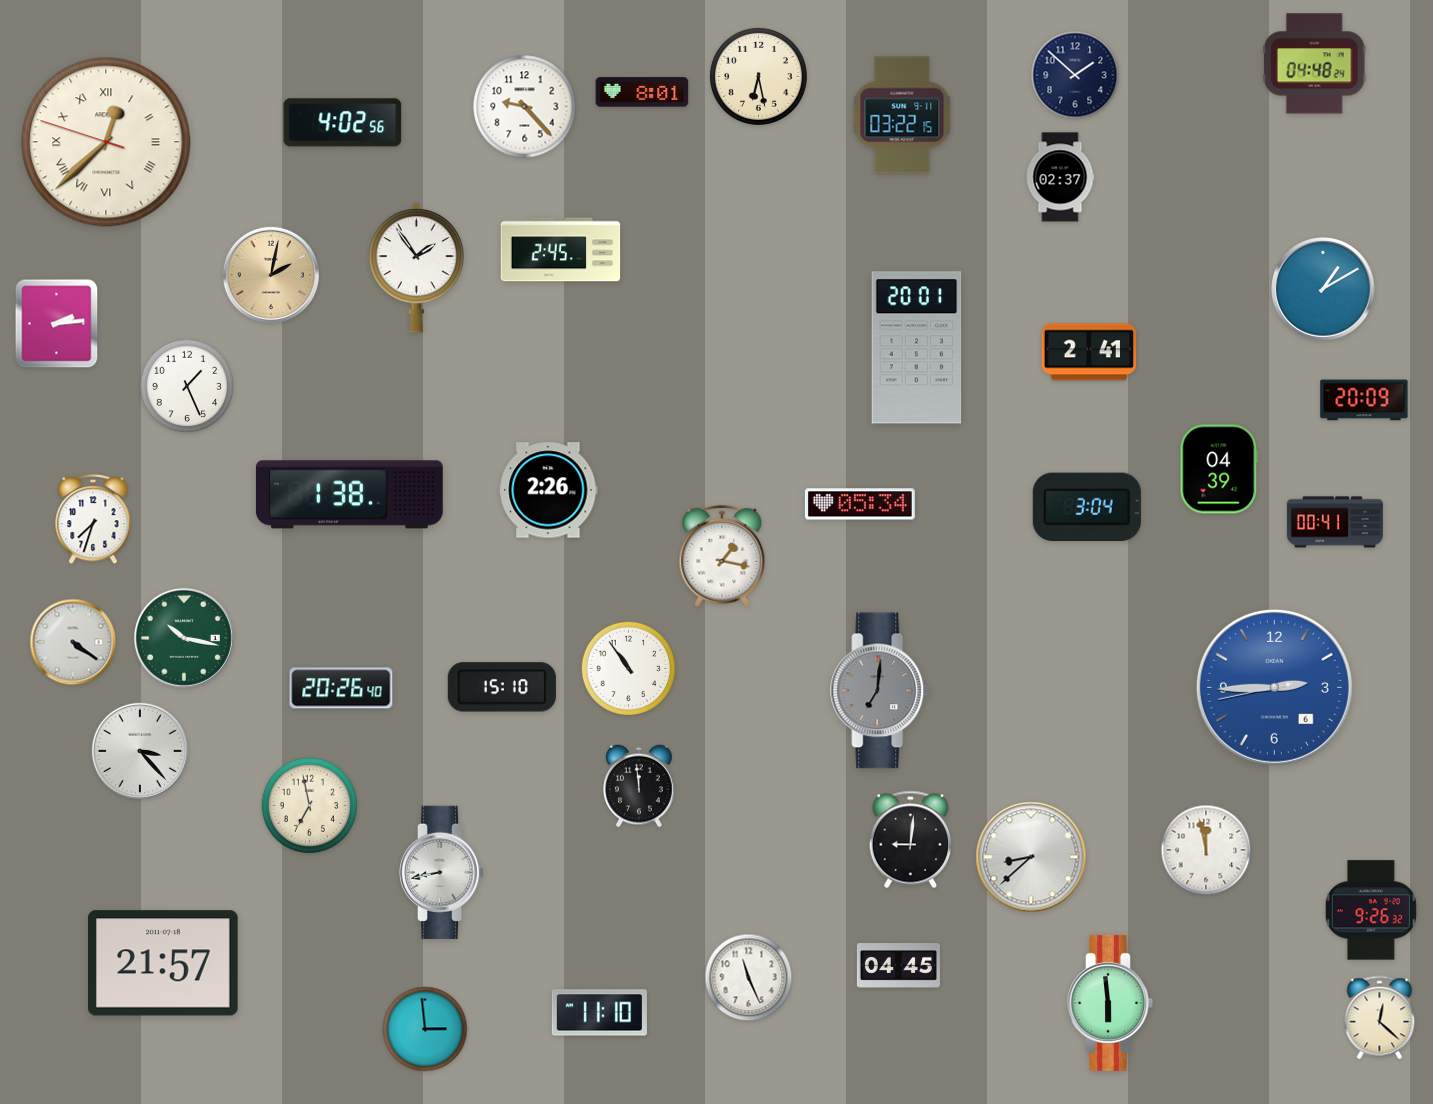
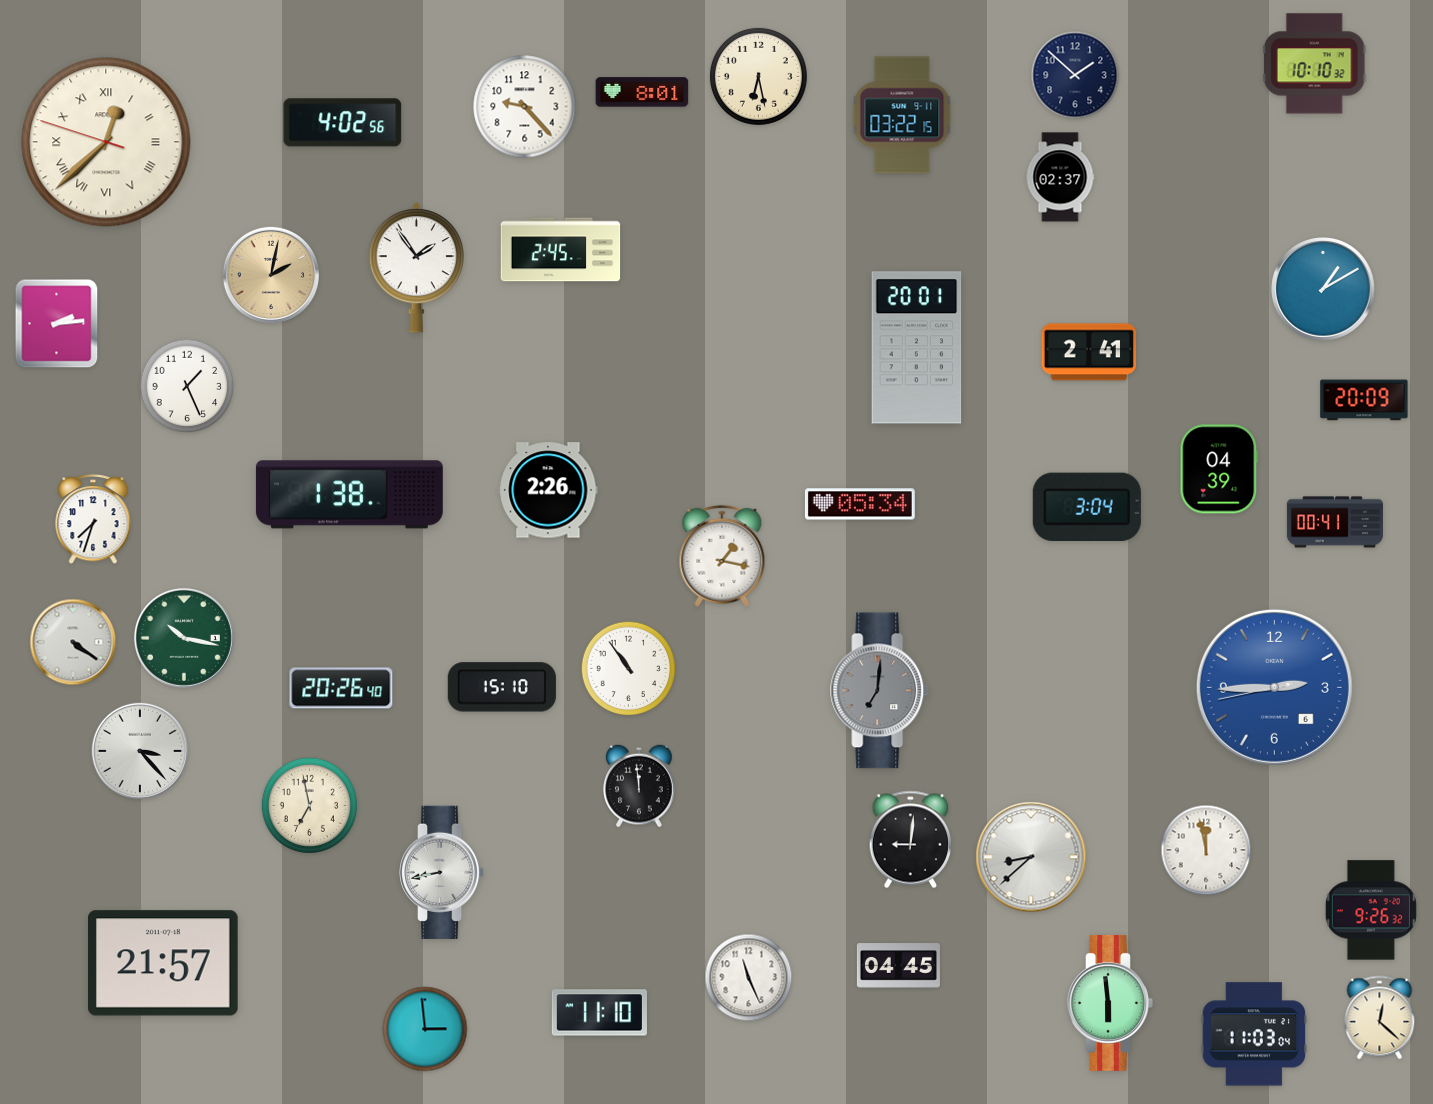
clock at (1314, 64): 04:48 -> 10:10
clock at (1254, 1034): none -> 11:03
